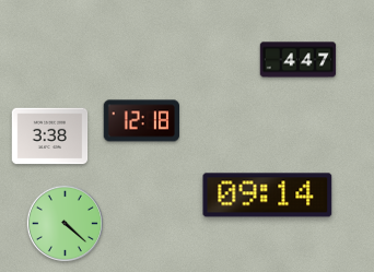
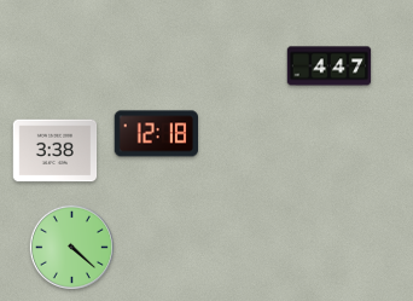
clock at (268, 196): 09:14 -> none
